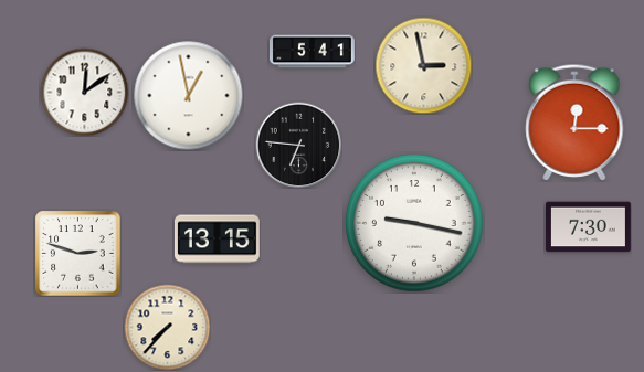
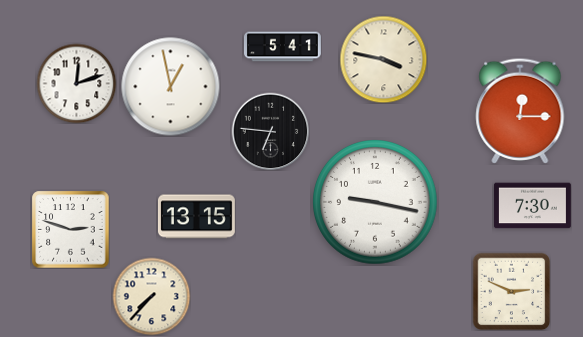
clock at (423, 65): 2:58 -> 3:47
clock at (84, 92): 12:09 -> 12:12
clock at (511, 291): none -> 2:49
